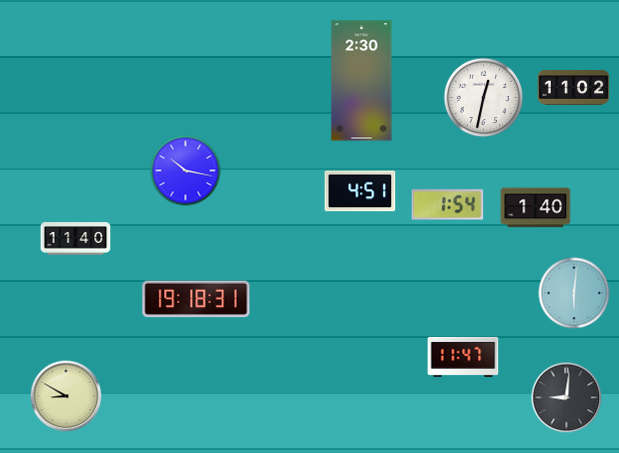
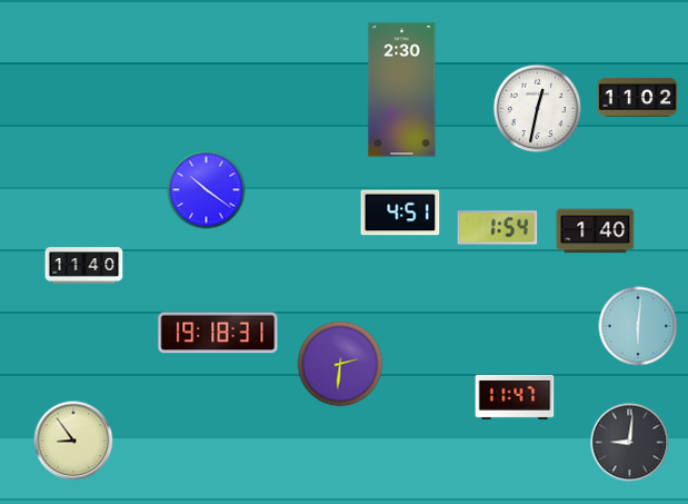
clock at (186, 171): 10:17 -> 10:21
clock at (340, 364): none -> 2:31
clock at (66, 396): 8:50 -> 8:54
